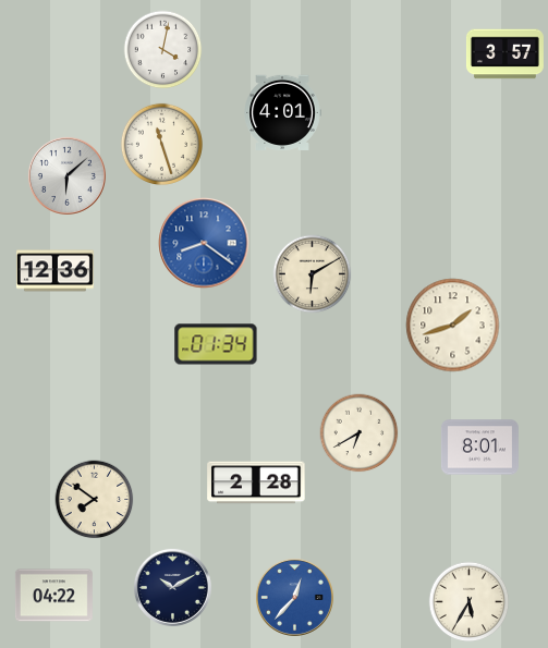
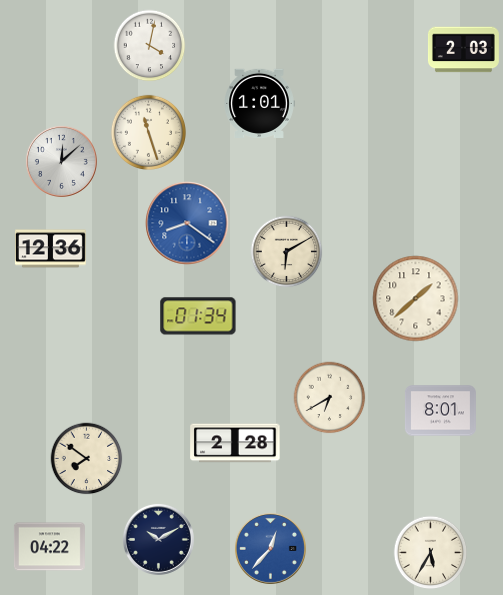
clock at (504, 54): 3:57 -> 2:03
clock at (282, 112): 4:01 -> 1:01
clock at (66, 175): 6:08 -> 12:08
clock at (453, 326): 1:42 -> 1:38
